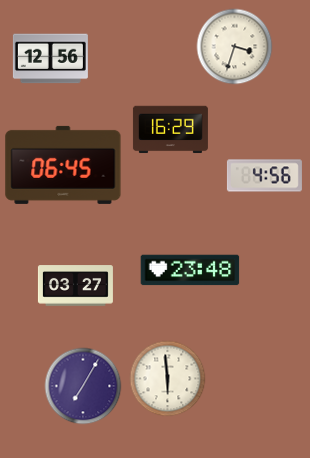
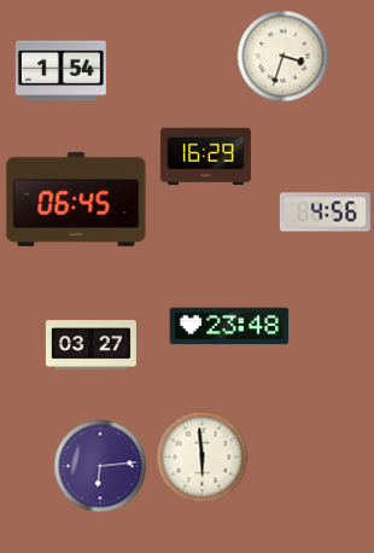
clock at (50, 59): 12:56 -> 1:54
clock at (264, 176) position: (264, 176) -> (325, 213)
clock at (83, 386): 7:05 -> 6:14
